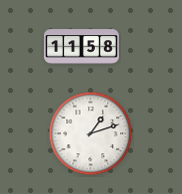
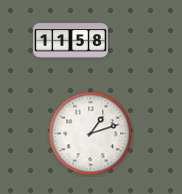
clock at (81, 47) position: (81, 47) -> (70, 41)
